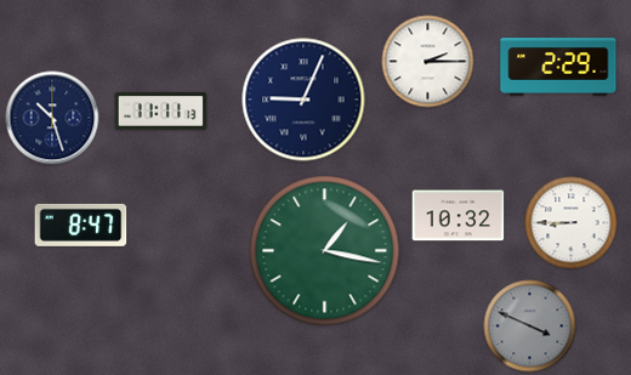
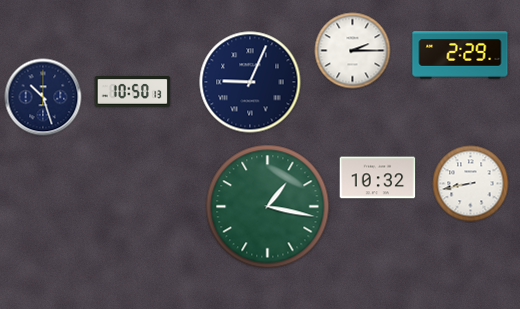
clock at (161, 112): 11:11 -> 10:50
clock at (572, 223): 8:45 -> 8:43
clock at (81, 225): 8:47 -> none
clock at (530, 326): 3:49 -> none
